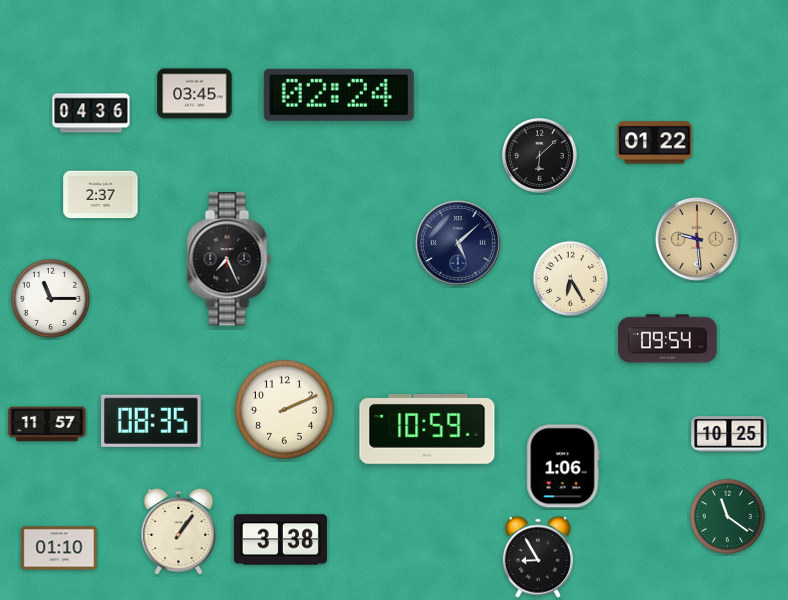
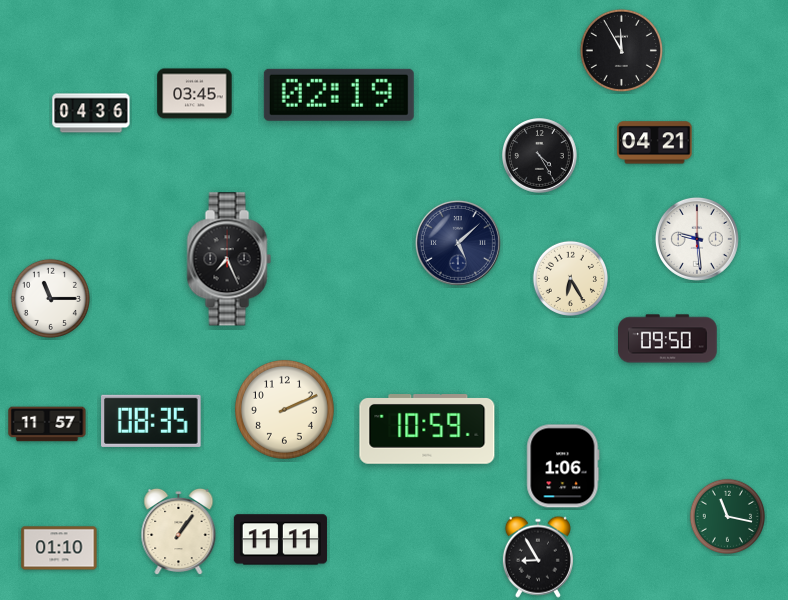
clock at (621, 50): none -> 11:55
clock at (339, 95): 02:24 -> 02:19
clock at (655, 143): 01:22 -> 04:21
clock at (540, 156): 6:08 -> 4:25
clock at (101, 195): 2:37 -> none
clock at (697, 239) dial: champagne -> white
clock at (668, 339): 09:54 -> 09:50
clock at (729, 434): 10:25 -> none
clock at (727, 516): 11:21 -> 11:17
clock at (280, 540): 3:38 -> 11:11
